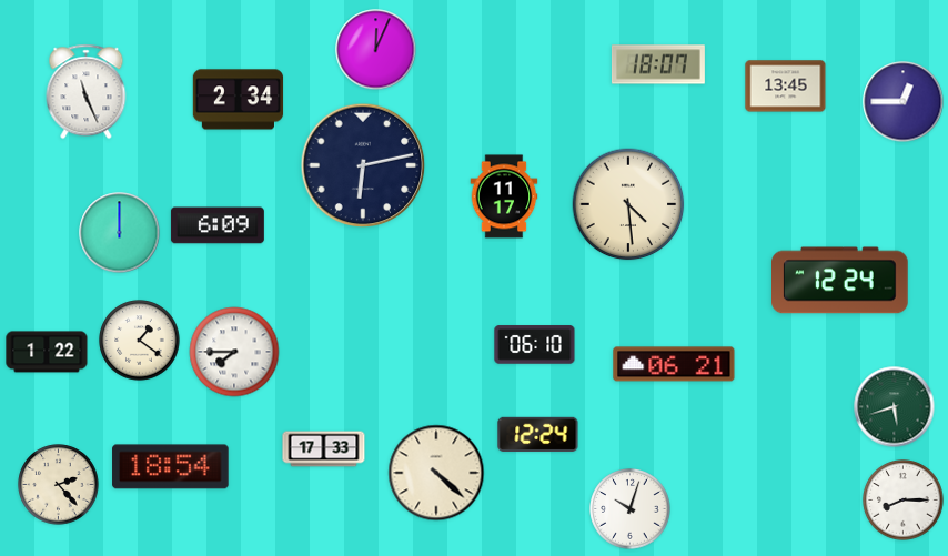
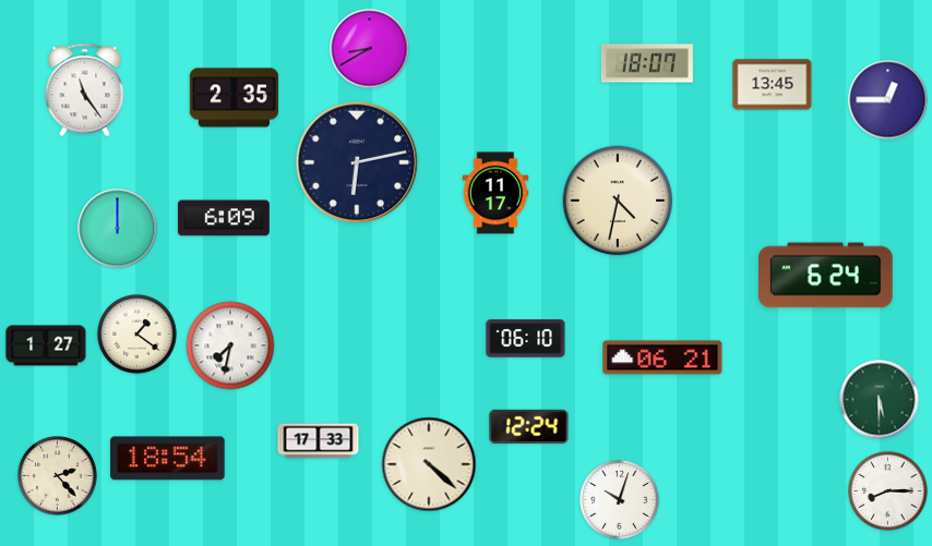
clock at (376, 50): 12:04 -> 8:40
clock at (87, 92): 11:26 -> 11:24
clock at (239, 100): 2:34 -> 2:35
clock at (628, 204): 4:29 -> 4:32
clock at (218, 225) position: (218, 225) -> (224, 218)
clock at (840, 281): 12:24 -> 6:24
clock at (47, 352): 1:22 -> 1:27
clock at (234, 352): 7:45 -> 7:32
clock at (895, 407): 5:42 -> 5:30
